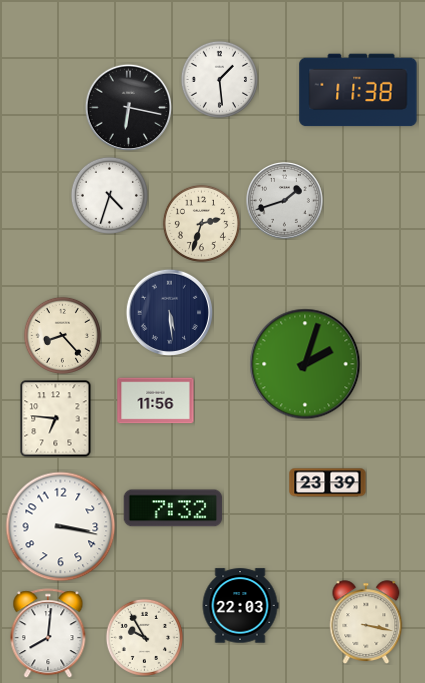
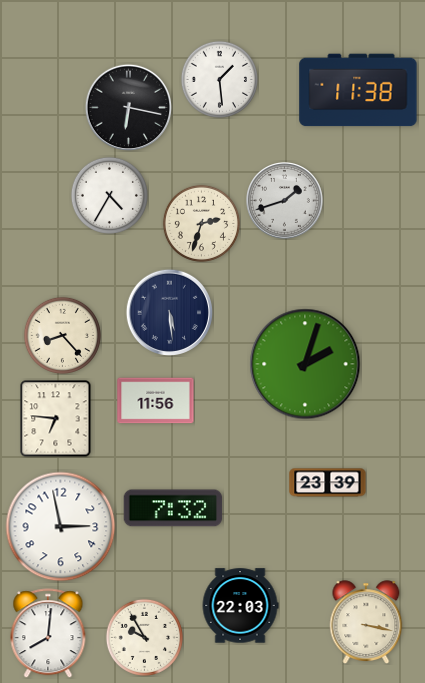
clock at (109, 195): 4:33 -> 4:35
clock at (61, 527): 3:17 -> 2:58
